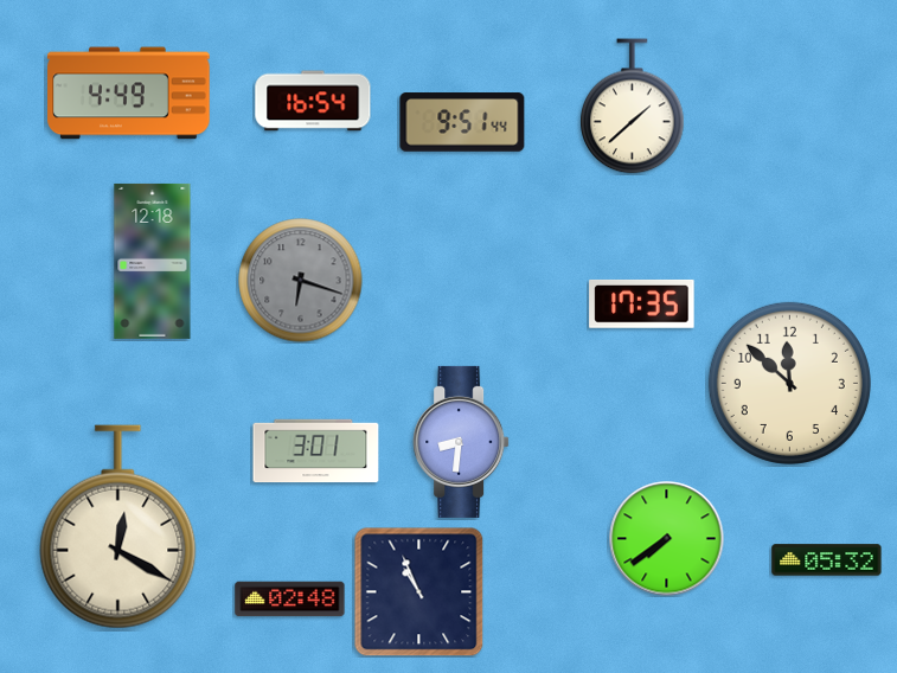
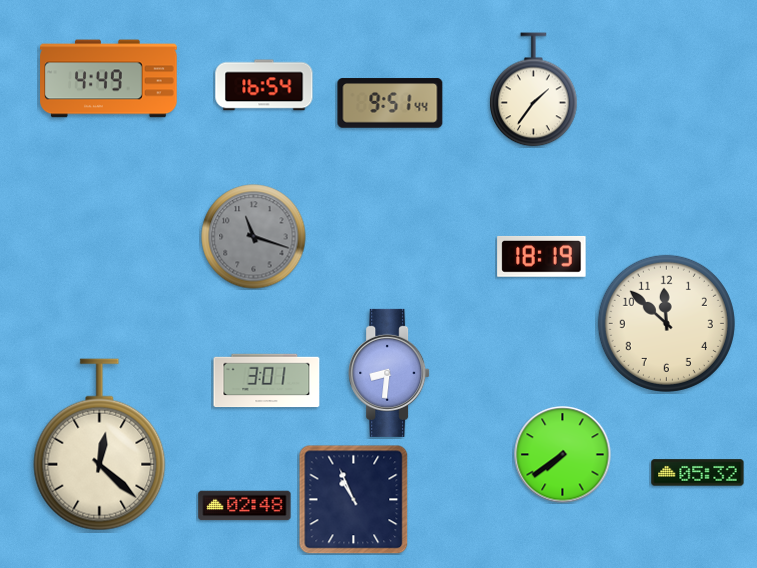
clock at (633, 107): 1:38 -> 1:36
clock at (153, 261): 12:18 -> none
clock at (301, 281): 6:18 -> 11:18
clock at (642, 303): 17:35 -> 18:19
clock at (118, 527): 12:20 -> 12:22
